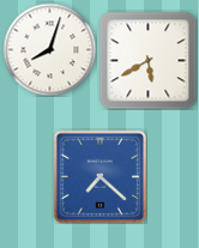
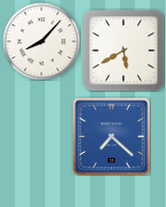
clock at (49, 49): 8:03 -> 8:07
clock at (99, 176) position: (99, 176) -> (111, 136)
